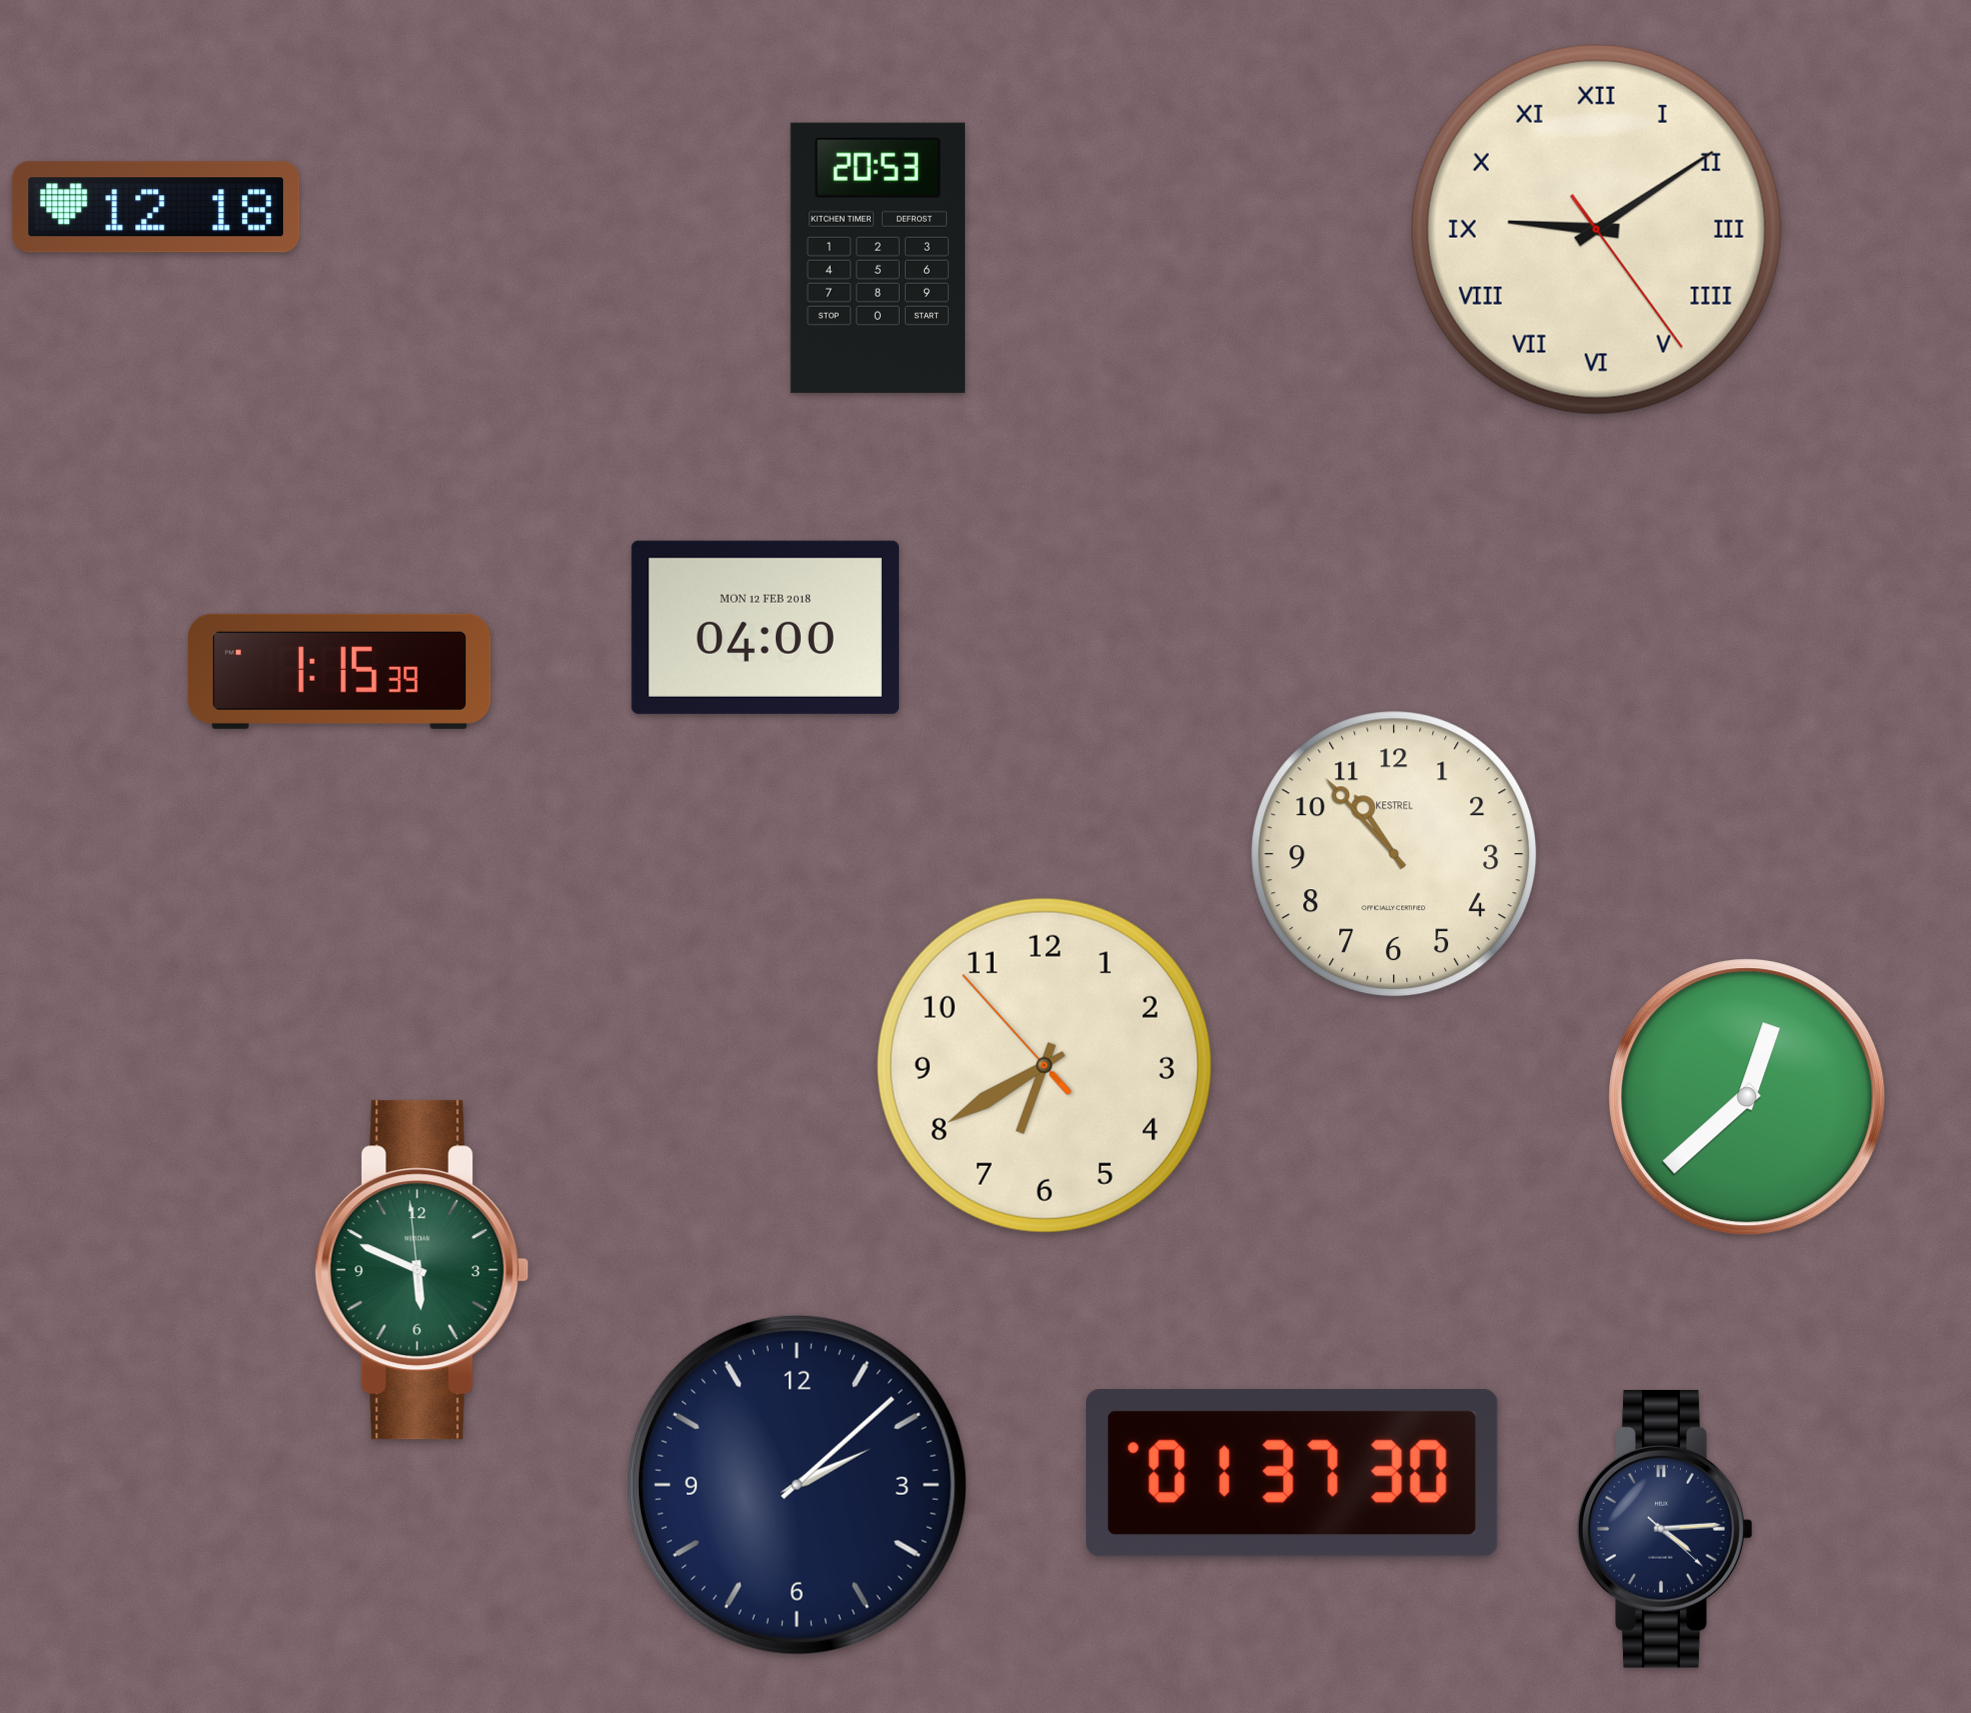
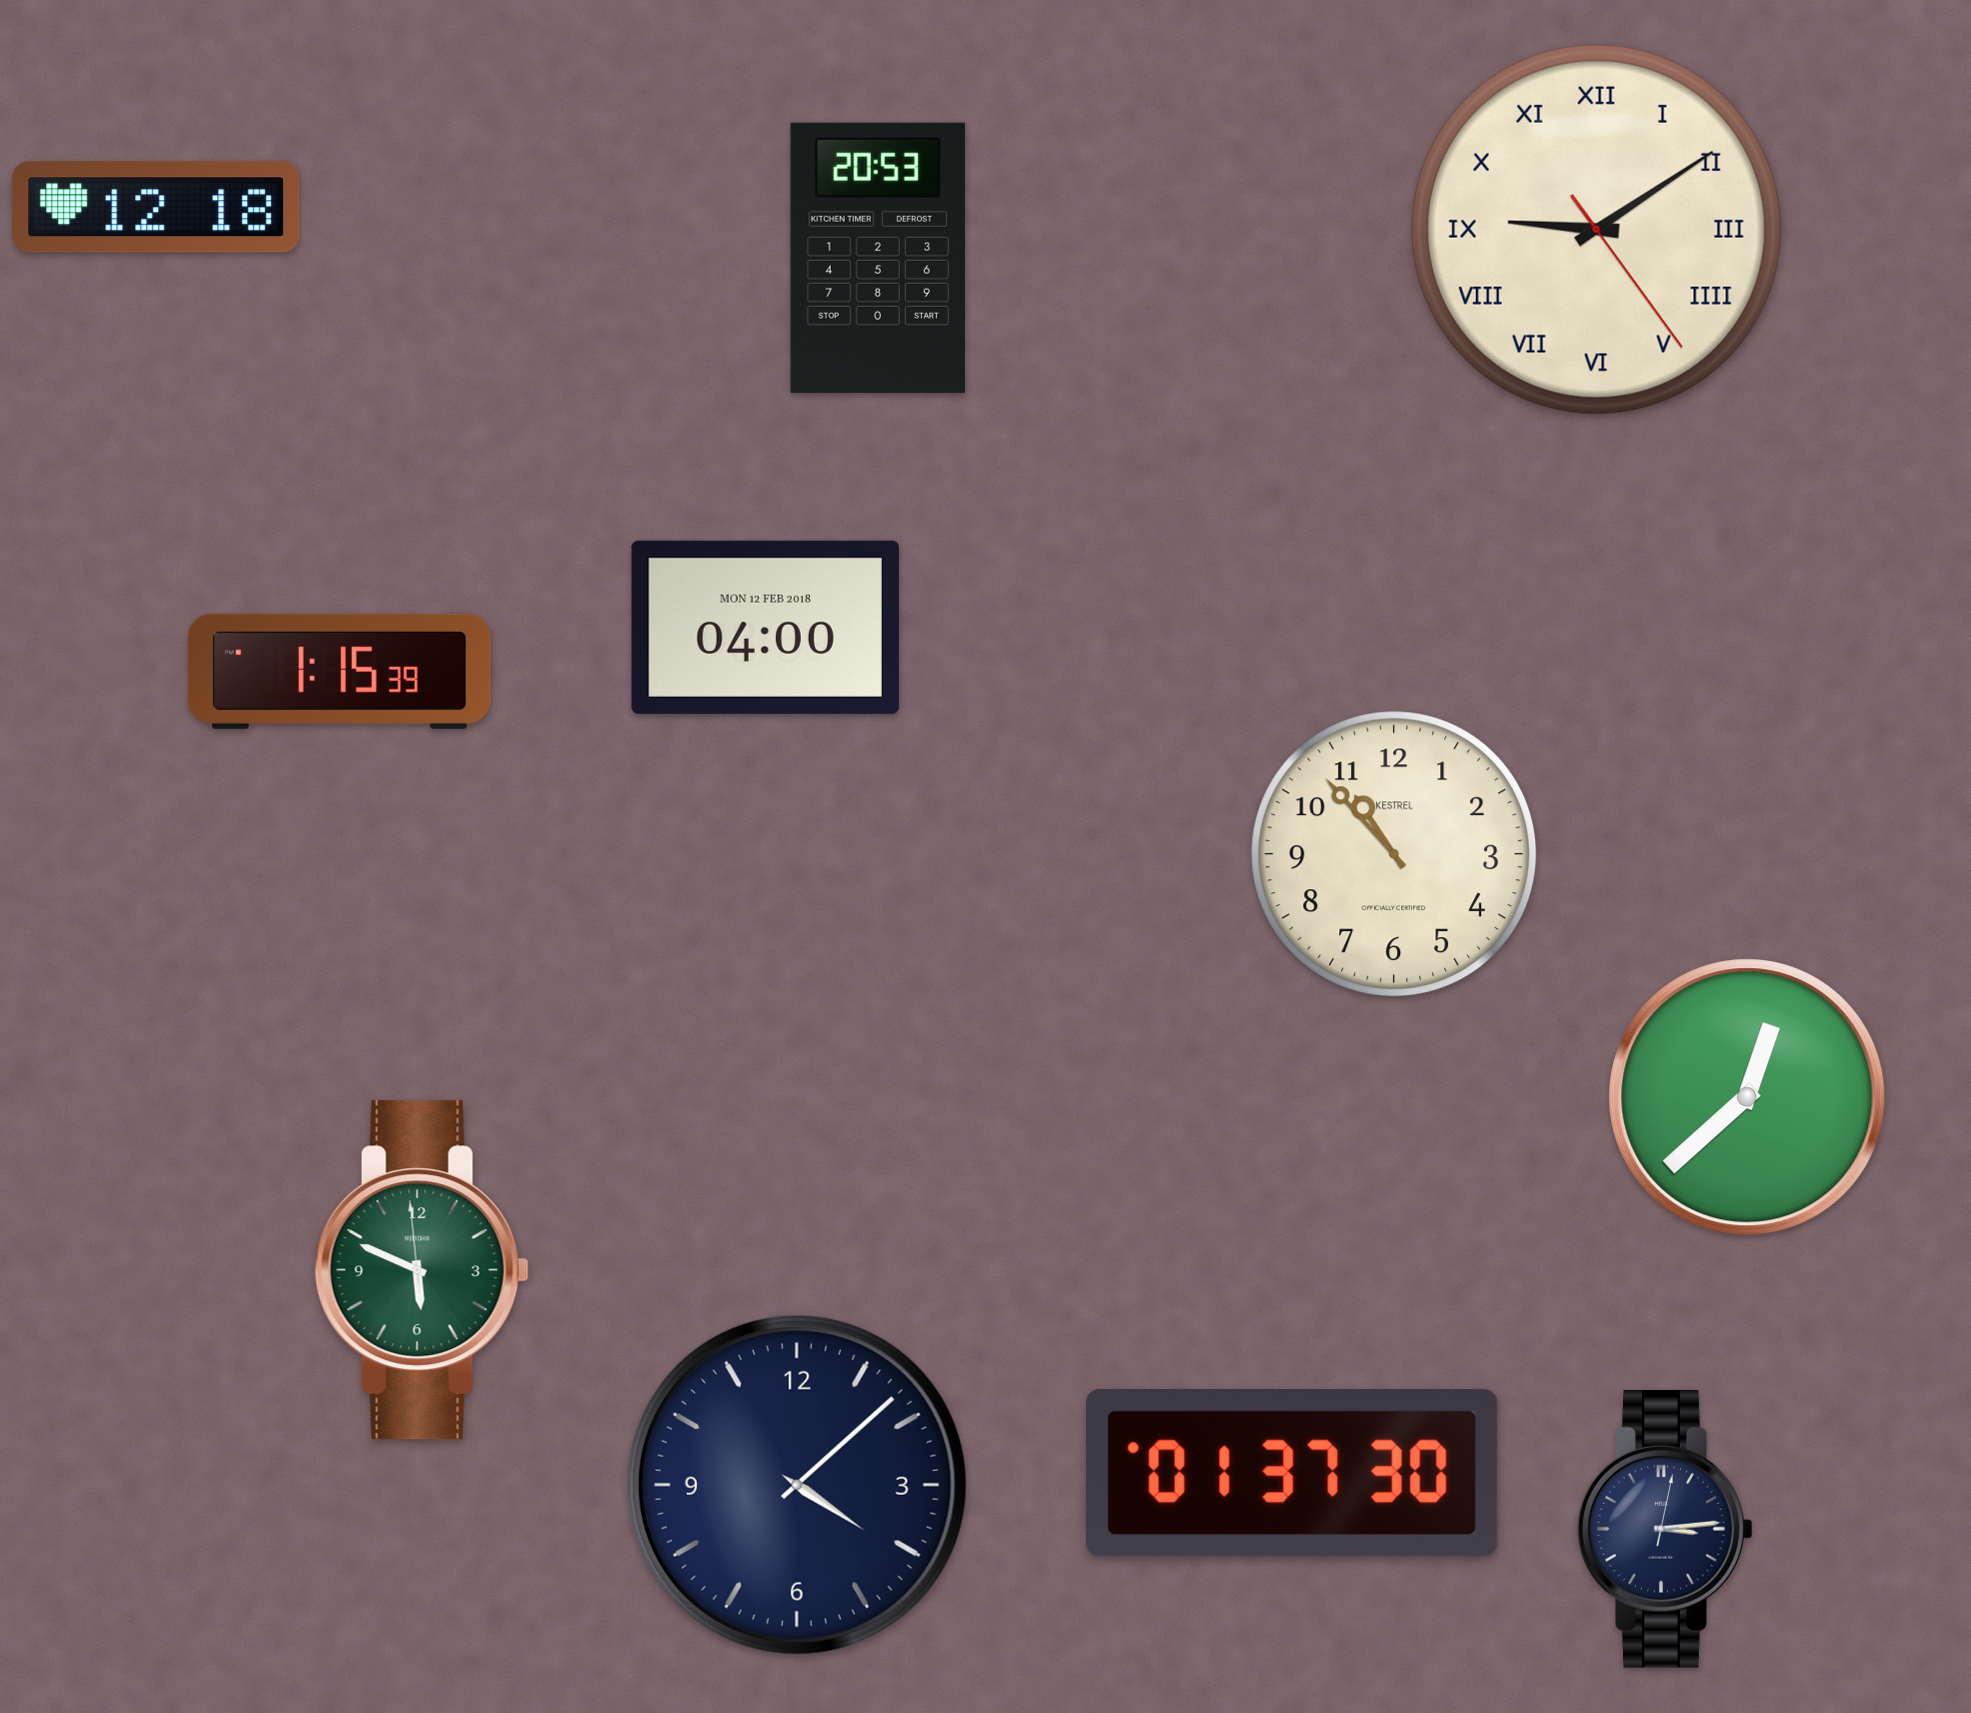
clock at (1044, 1065): 6:39 -> none
clock at (797, 1485): 2:08 -> 4:08
clock at (1665, 1529): 4:14 -> 3:14
